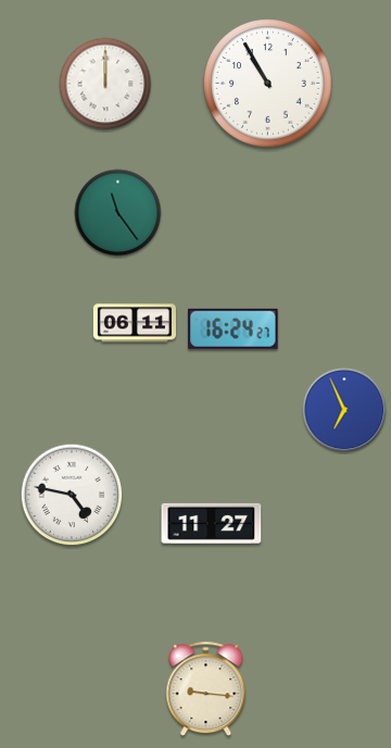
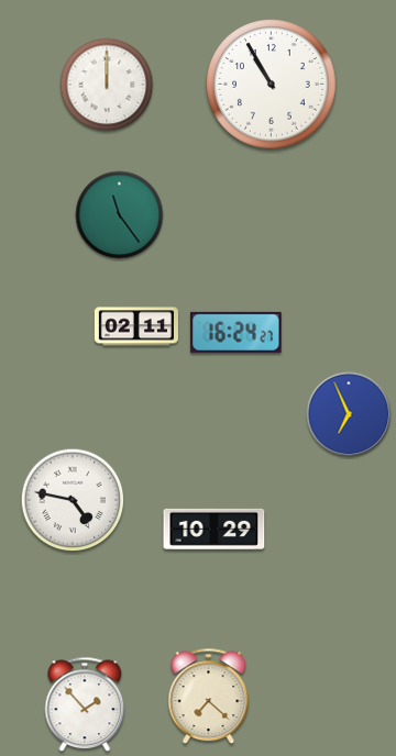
clock at (134, 323): 06:11 -> 02:11
clock at (212, 523): 11:27 -> 10:29
clock at (206, 689): 9:16 -> 7:22
clock at (85, 704): none -> 1:53
